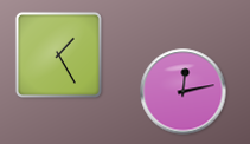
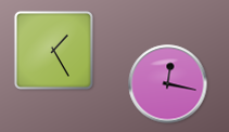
clock at (184, 92): 12:13 -> 12:17
